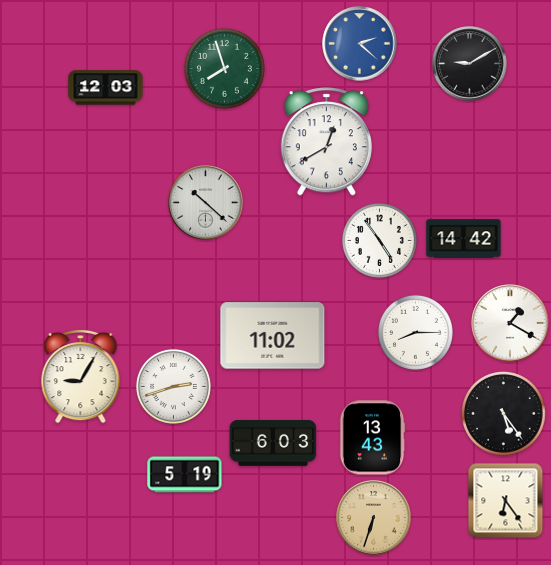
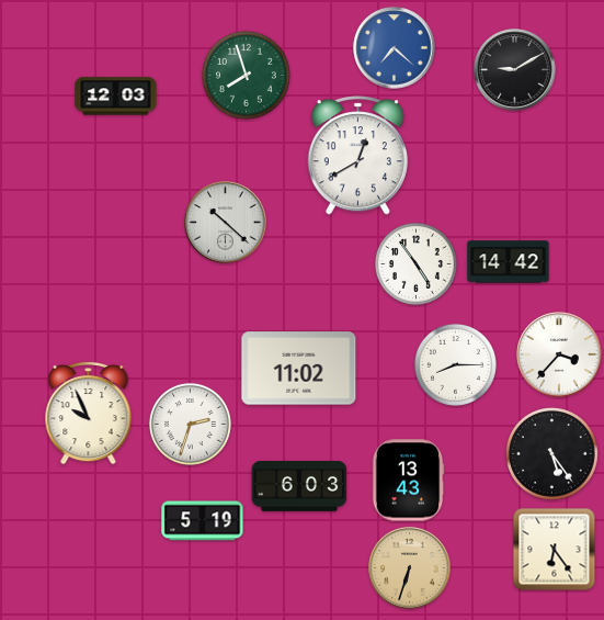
clock at (360, 44): 2:22 -> 7:22
clock at (510, 323): 1:20 -> 3:37
clock at (81, 376): 9:05 -> 9:56
clock at (173, 386): 2:42 -> 2:33
